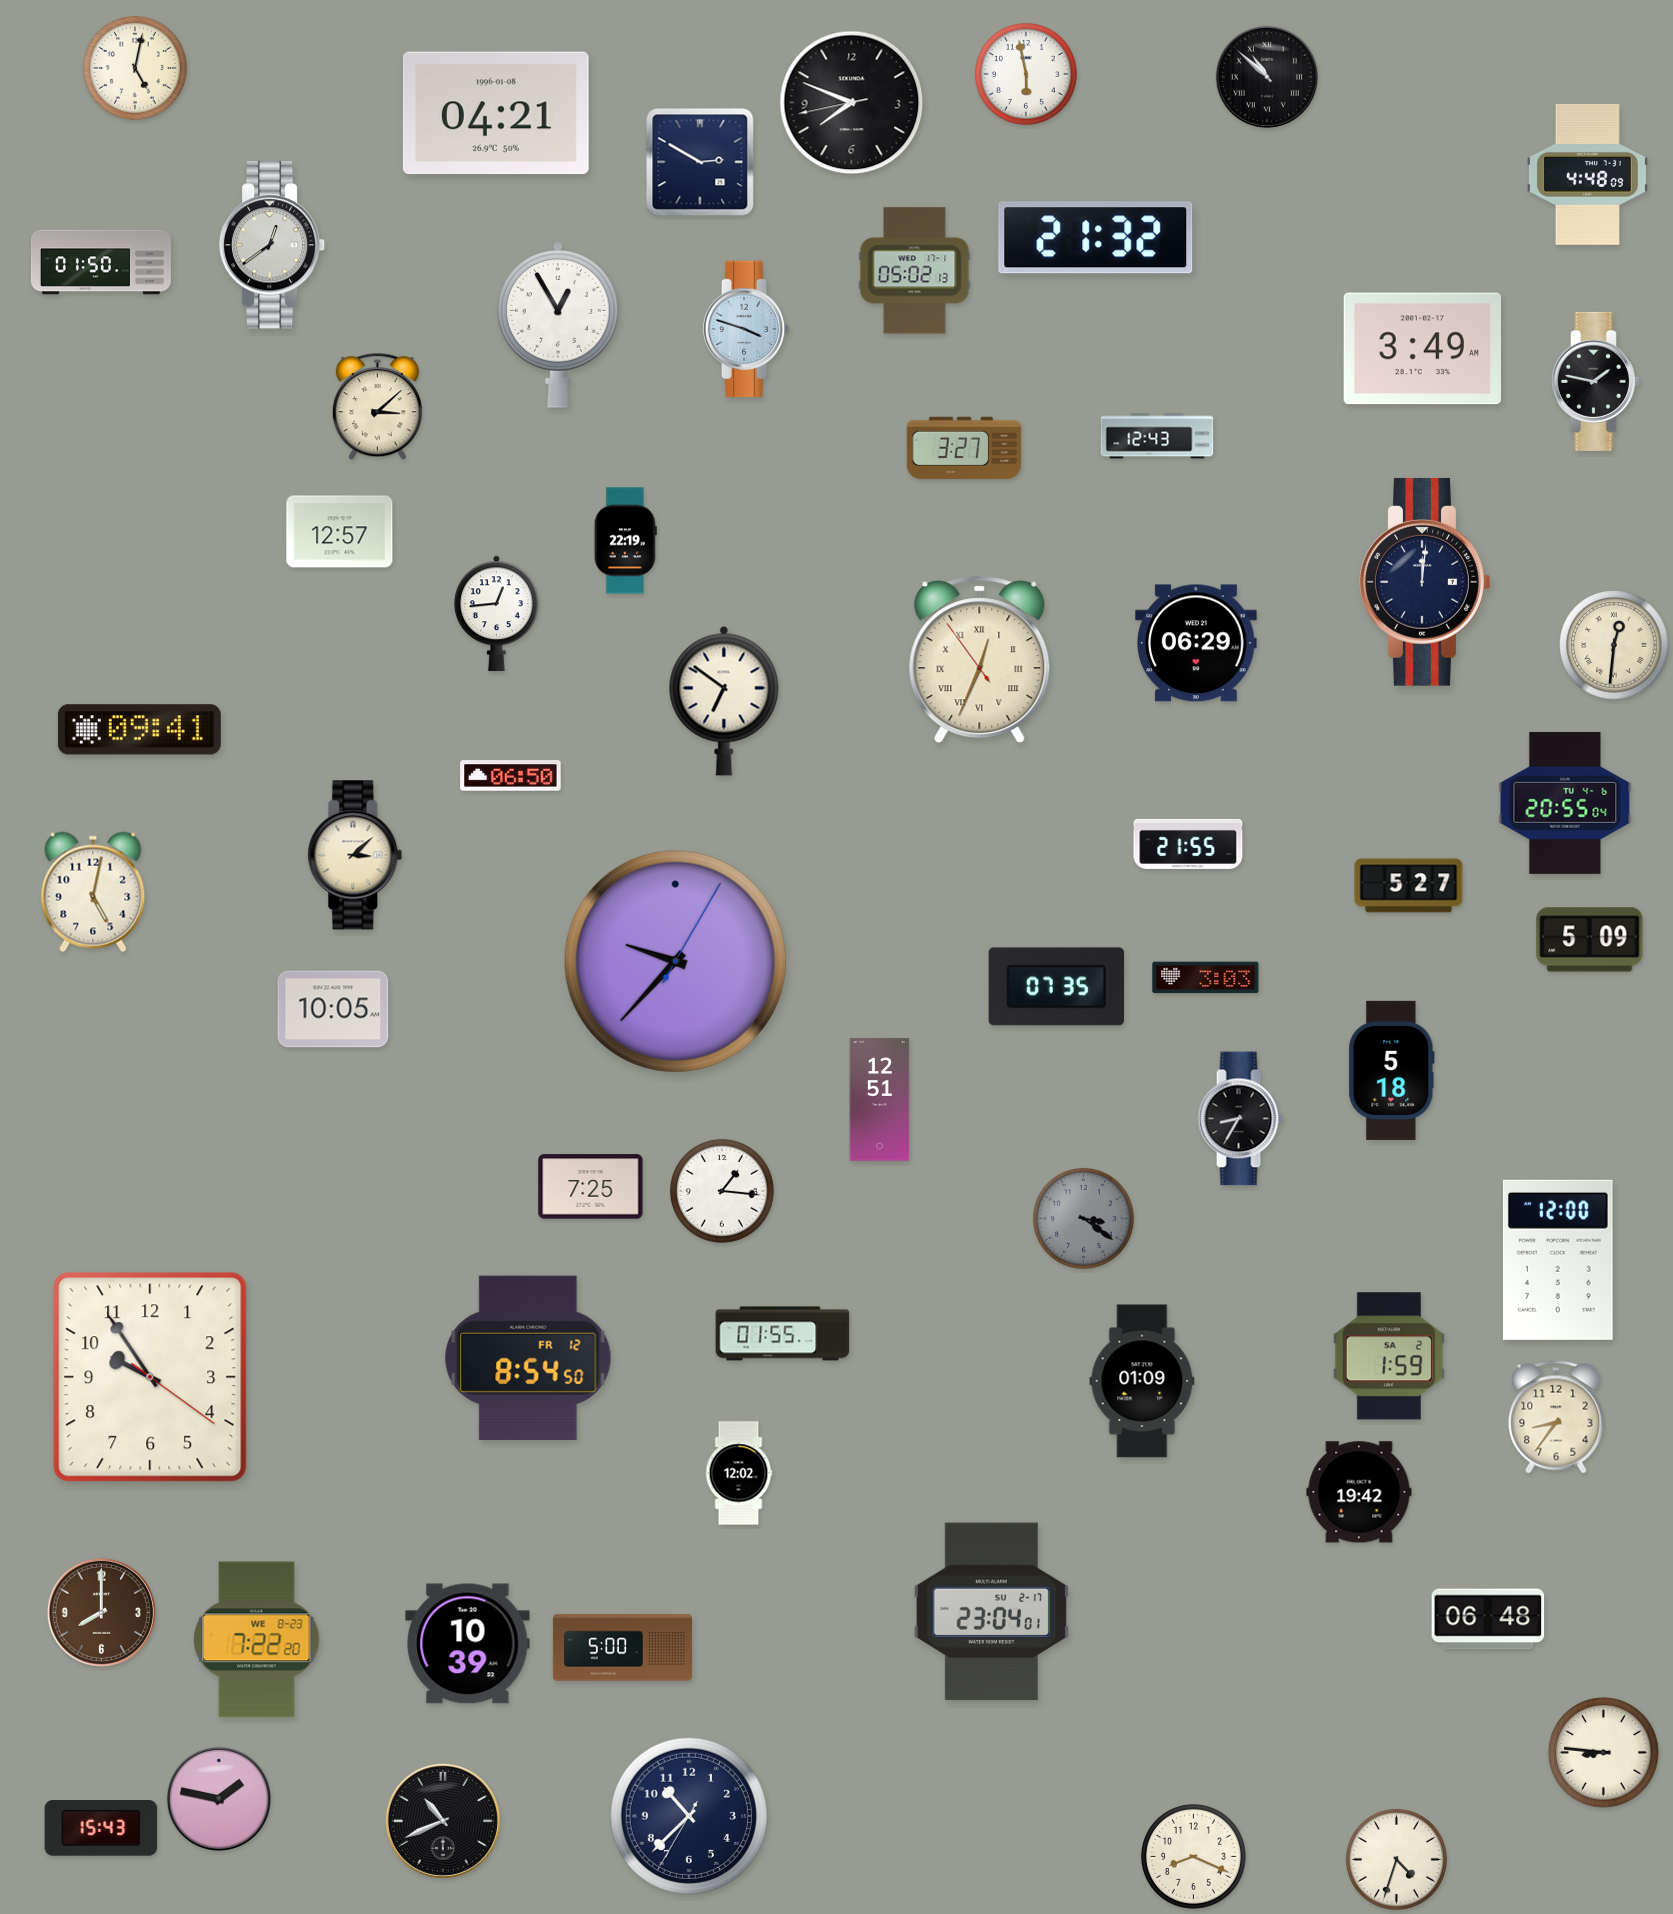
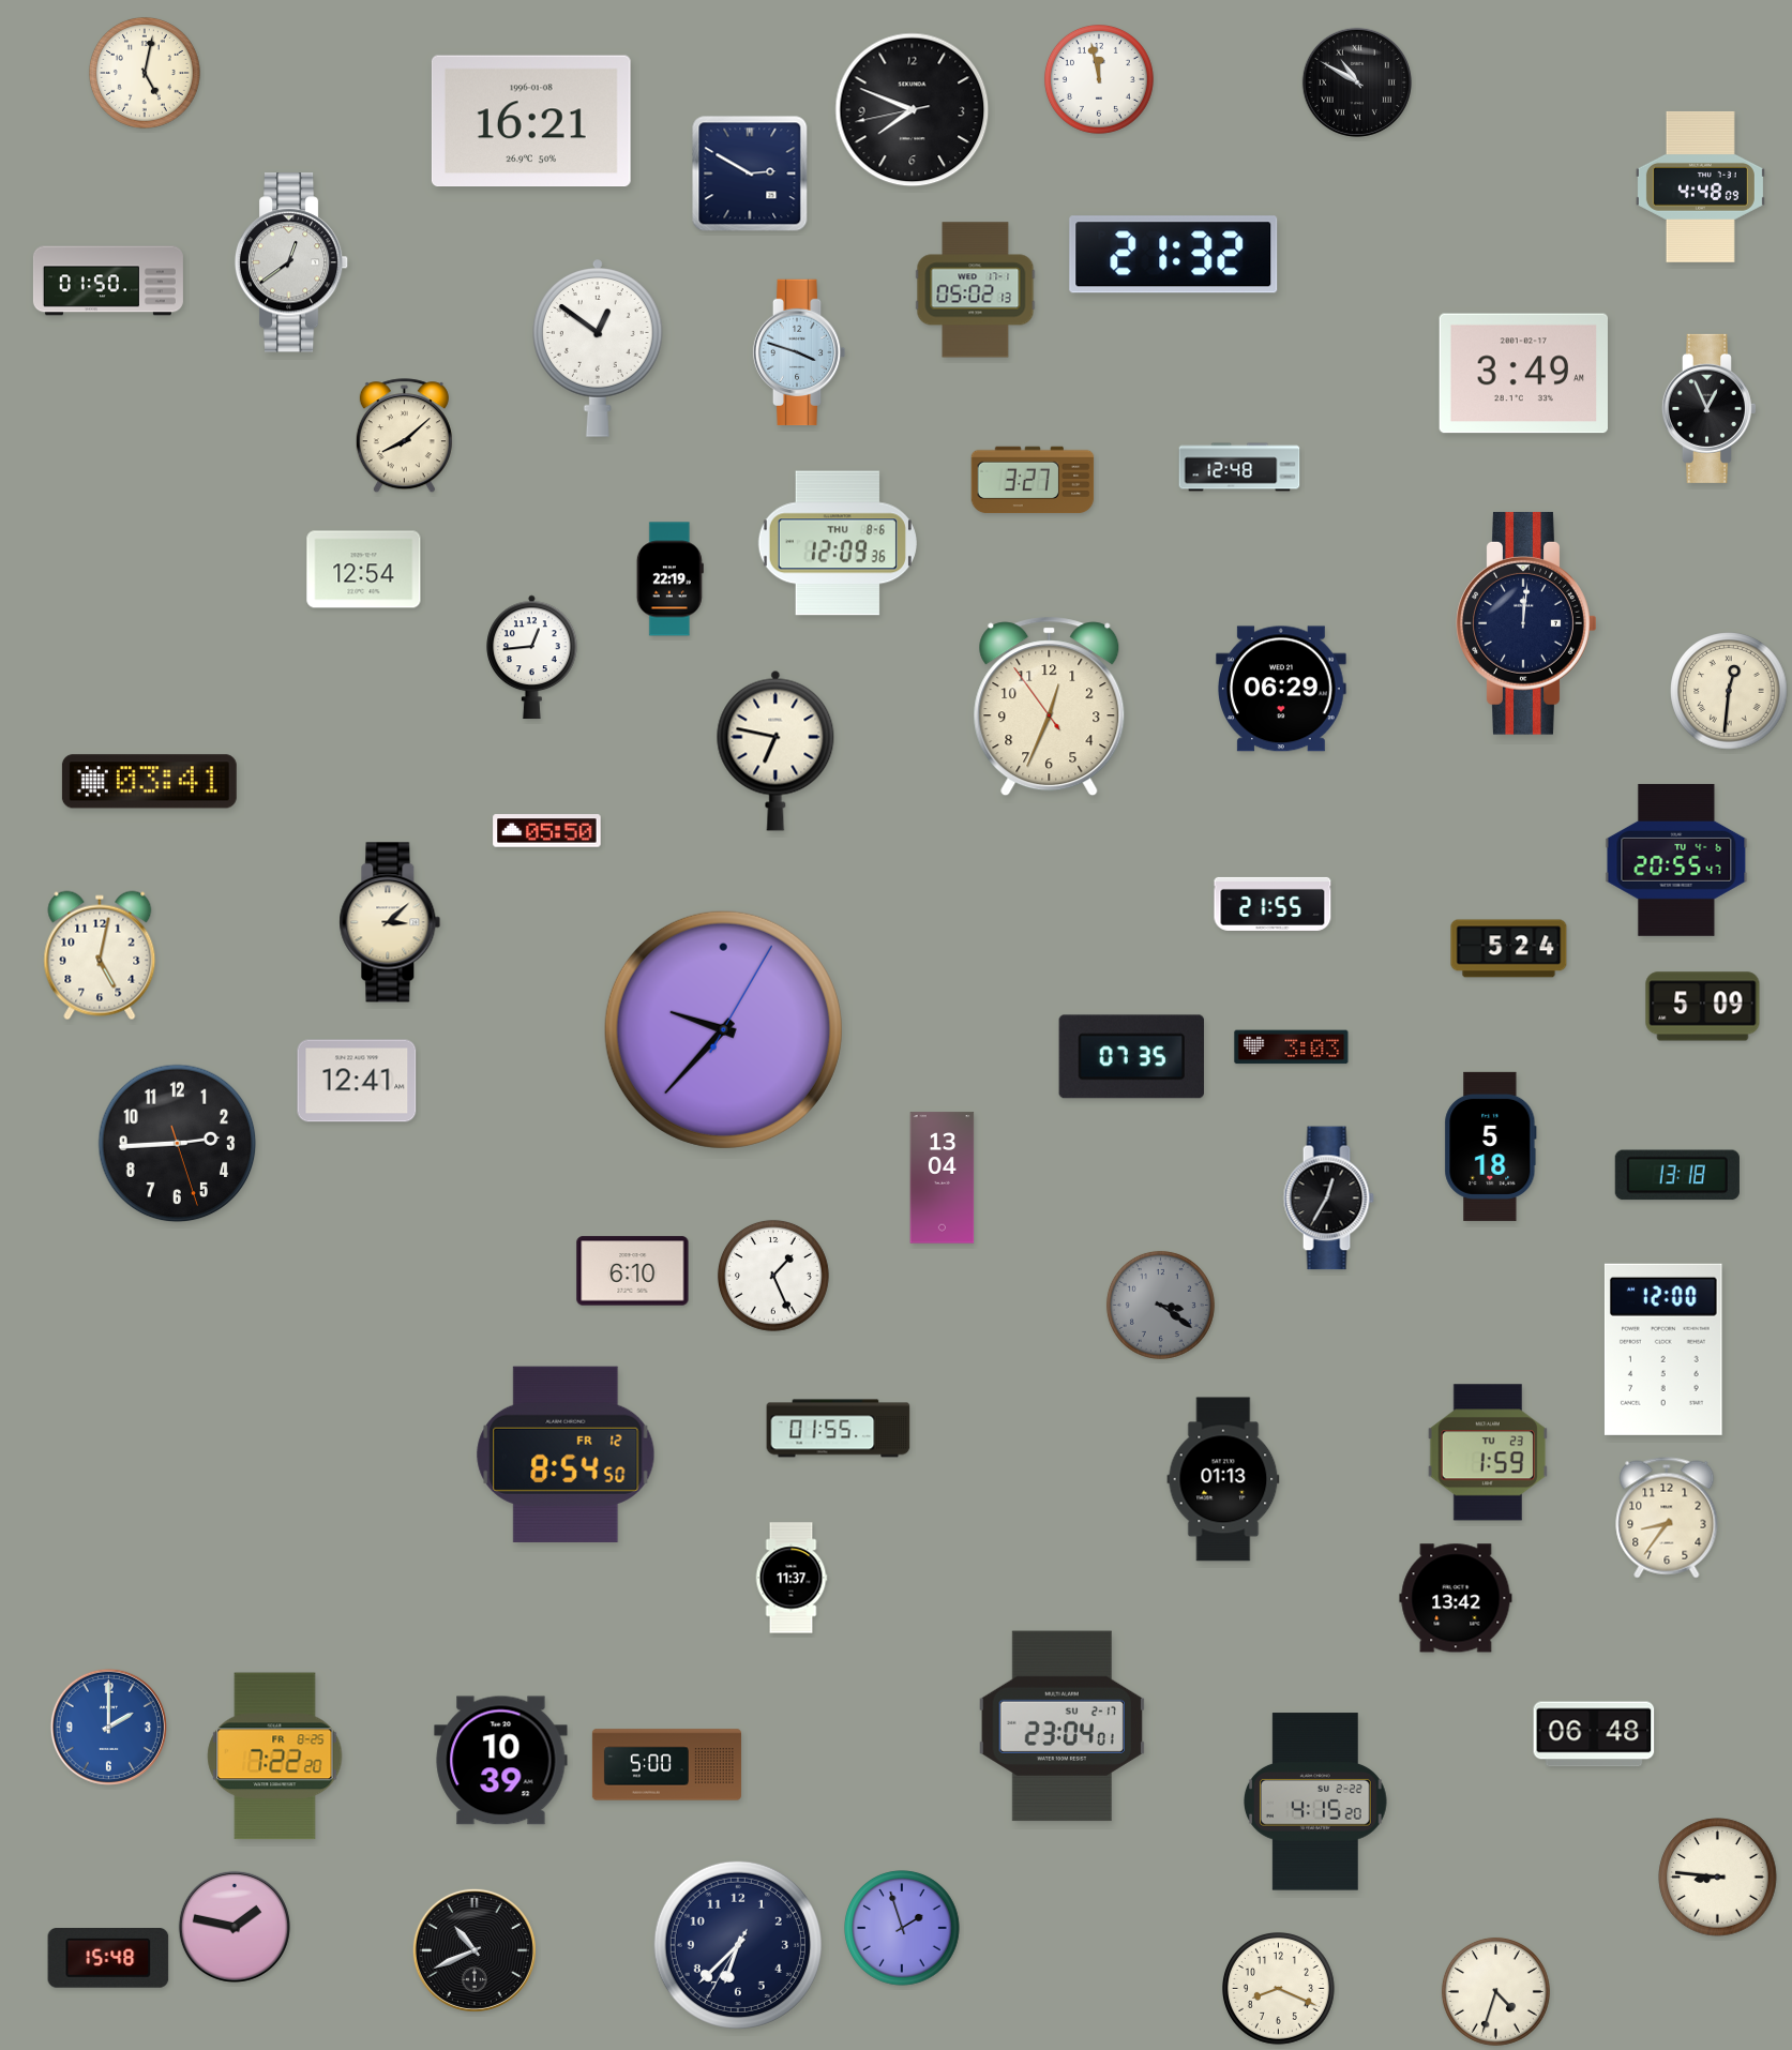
clock at (1026, 74): 5:58 -> 11:58
clock at (1267, 77): 10:52 -> 10:50
clock at (496, 113): 04:21 -> 16:21
clock at (915, 271) position: (915, 271) -> (976, 290)
clock at (559, 325): 12:55 -> 12:51
clock at (1595, 381): 1:47 -> 12:56
clock at (377, 407): 3:08 -> 8:08
clock at (1157, 436): 12:43 -> 12:48
clock at (838, 543): none -> 12:09
clock at (340, 532): 12:57 -> 12:54
clock at (980, 660) numerals: Roman -> Arabic
clock at (724, 701): 6:51 -> 6:47
clock at (139, 730): 09:41 -> 03:41
clock at (511, 776): 06:50 -> 05:50
clock at (1565, 803): 20:55:04 -> 20:55:47
clock at (355, 855) position: (355, 855) -> (390, 922)
clock at (1409, 886): 5:27 -> 5:24
clock at (333, 1009): 10:05 -> 12:41
clock at (178, 1144): none -> 2:44
clock at (1677, 1175): none -> 13:18
clock at (880, 1100): 12:51 -> 13:04
clock at (1240, 1119): 8:35 -> 12:35
clock at (591, 1187): 7:25 -> 6:10
clock at (722, 1191): 1:16 -> 1:26
clock at (1558, 1260) position: (1558, 1260) -> (1663, 1350)
clock at (1389, 1356) date: SA 2 -> TU 23
clock at (150, 1377): 9:54 -> none
clock at (1142, 1381): 01:09 -> 01:13
clock at (739, 1473): 12:02 -> 11:37
clock at (1359, 1492): 19:42 -> 13:42
clock at (101, 1612): 8:00 -> 2:00
clock at (101, 1612) dial: brown -> blue
clock at (257, 1640) date: WE 8-23 -> FR 8-25
clock at (1315, 1802): none -> 4:15
clock at (902, 1928): none -> 1:57
clock at (689, 1816): 10:37 -> 6:37
clock at (101, 1828): 15:43 -> 15:48
